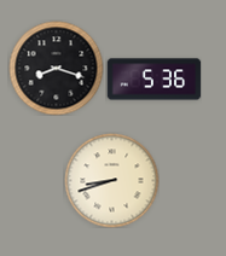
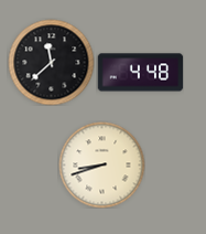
clock at (56, 68): 8:18 -> 11:38
clock at (153, 80): 5:36 -> 4:48
